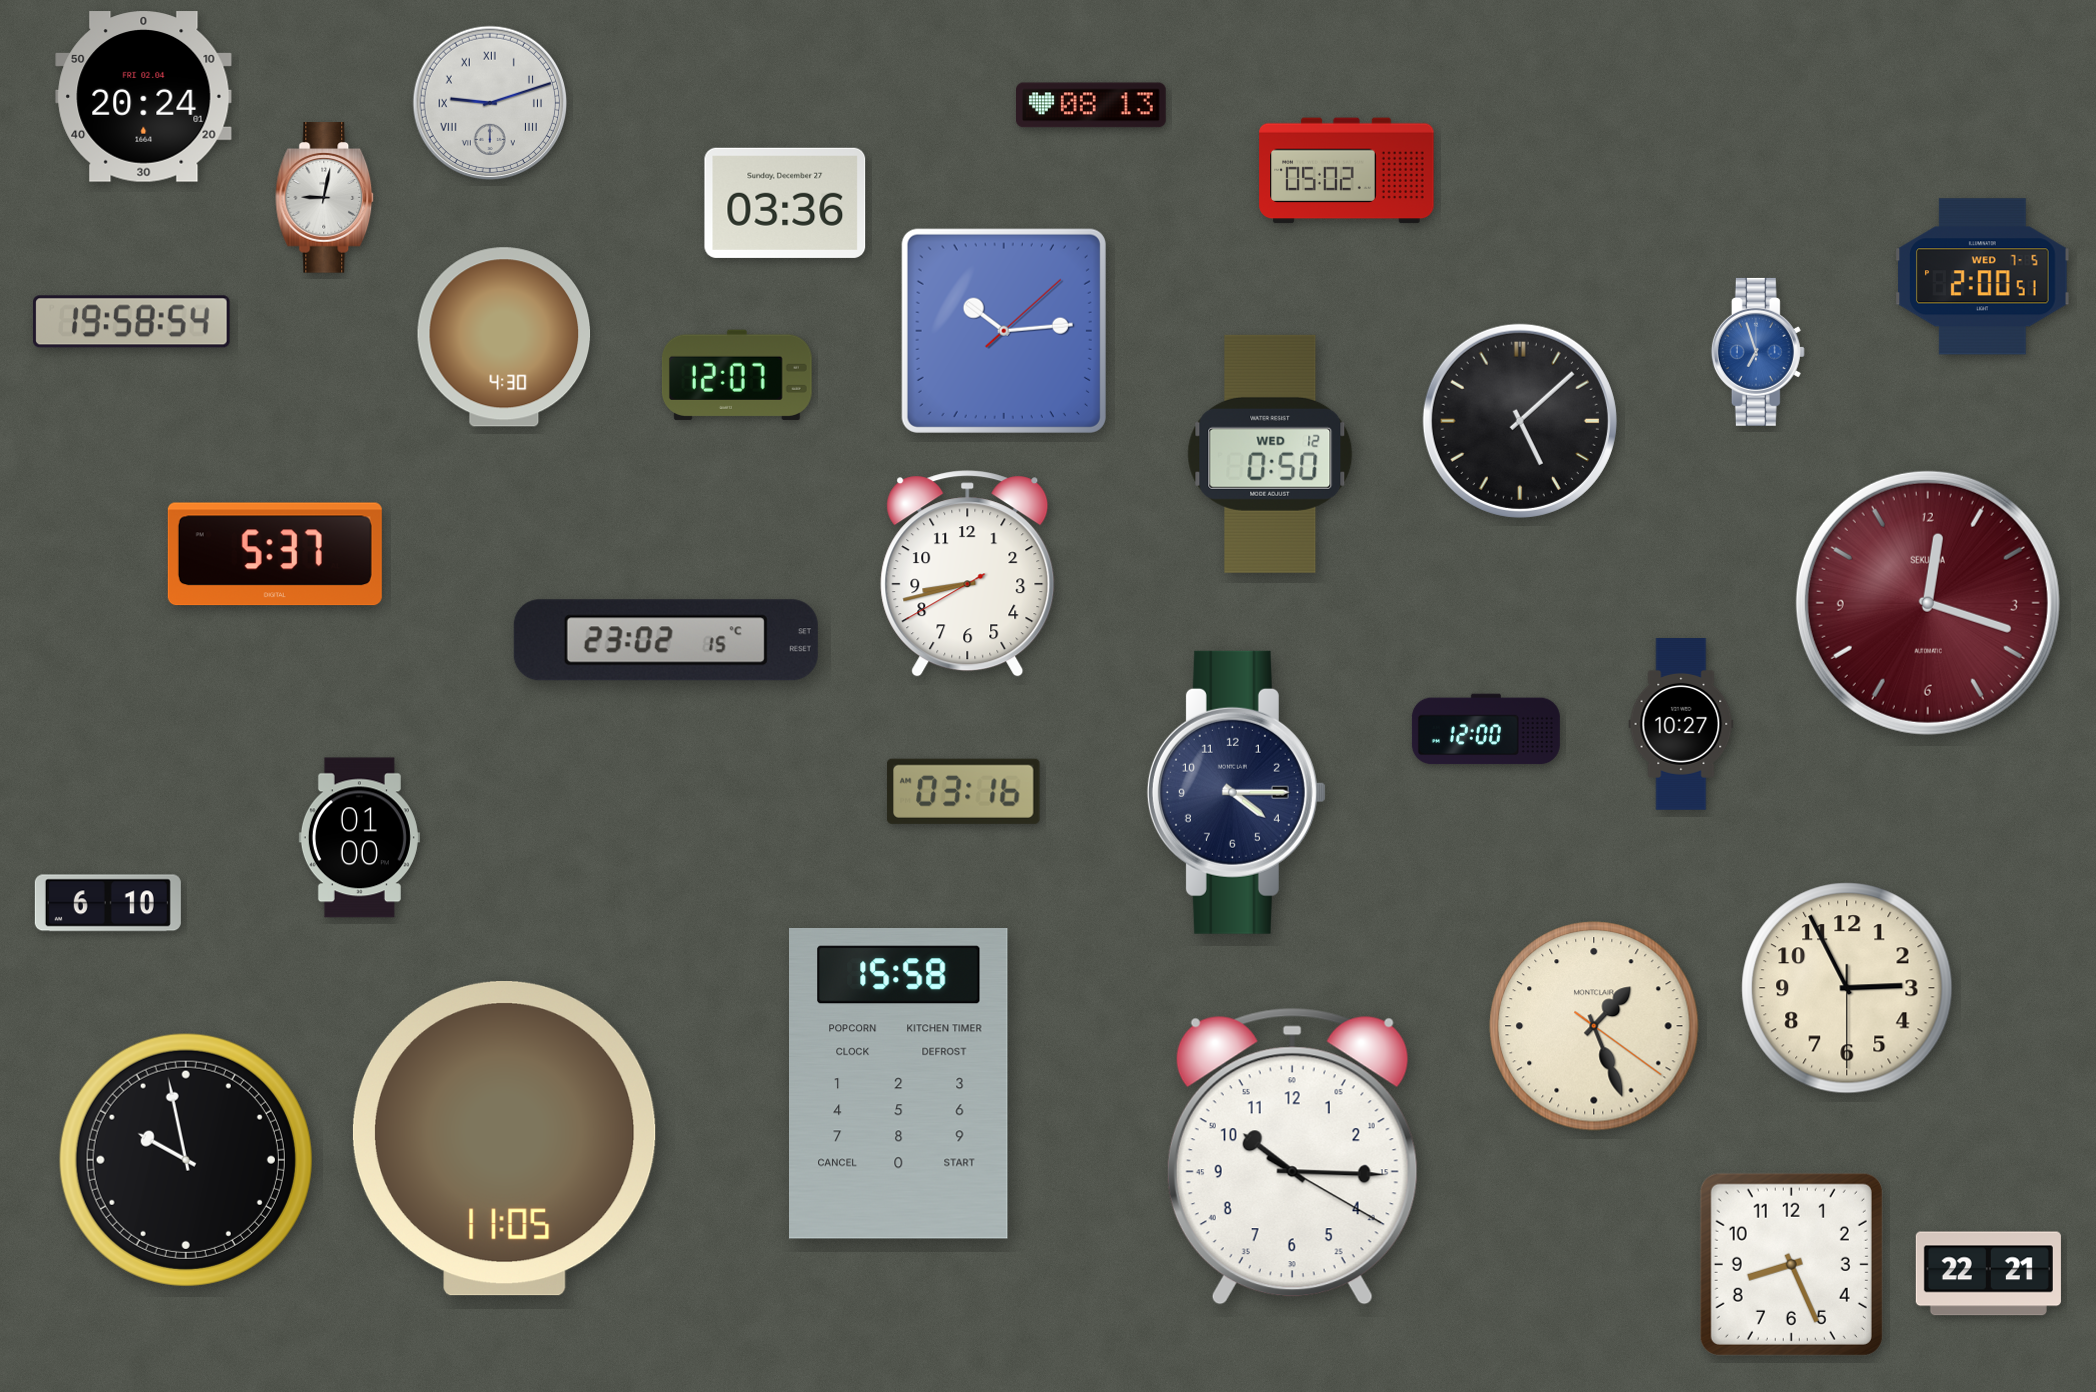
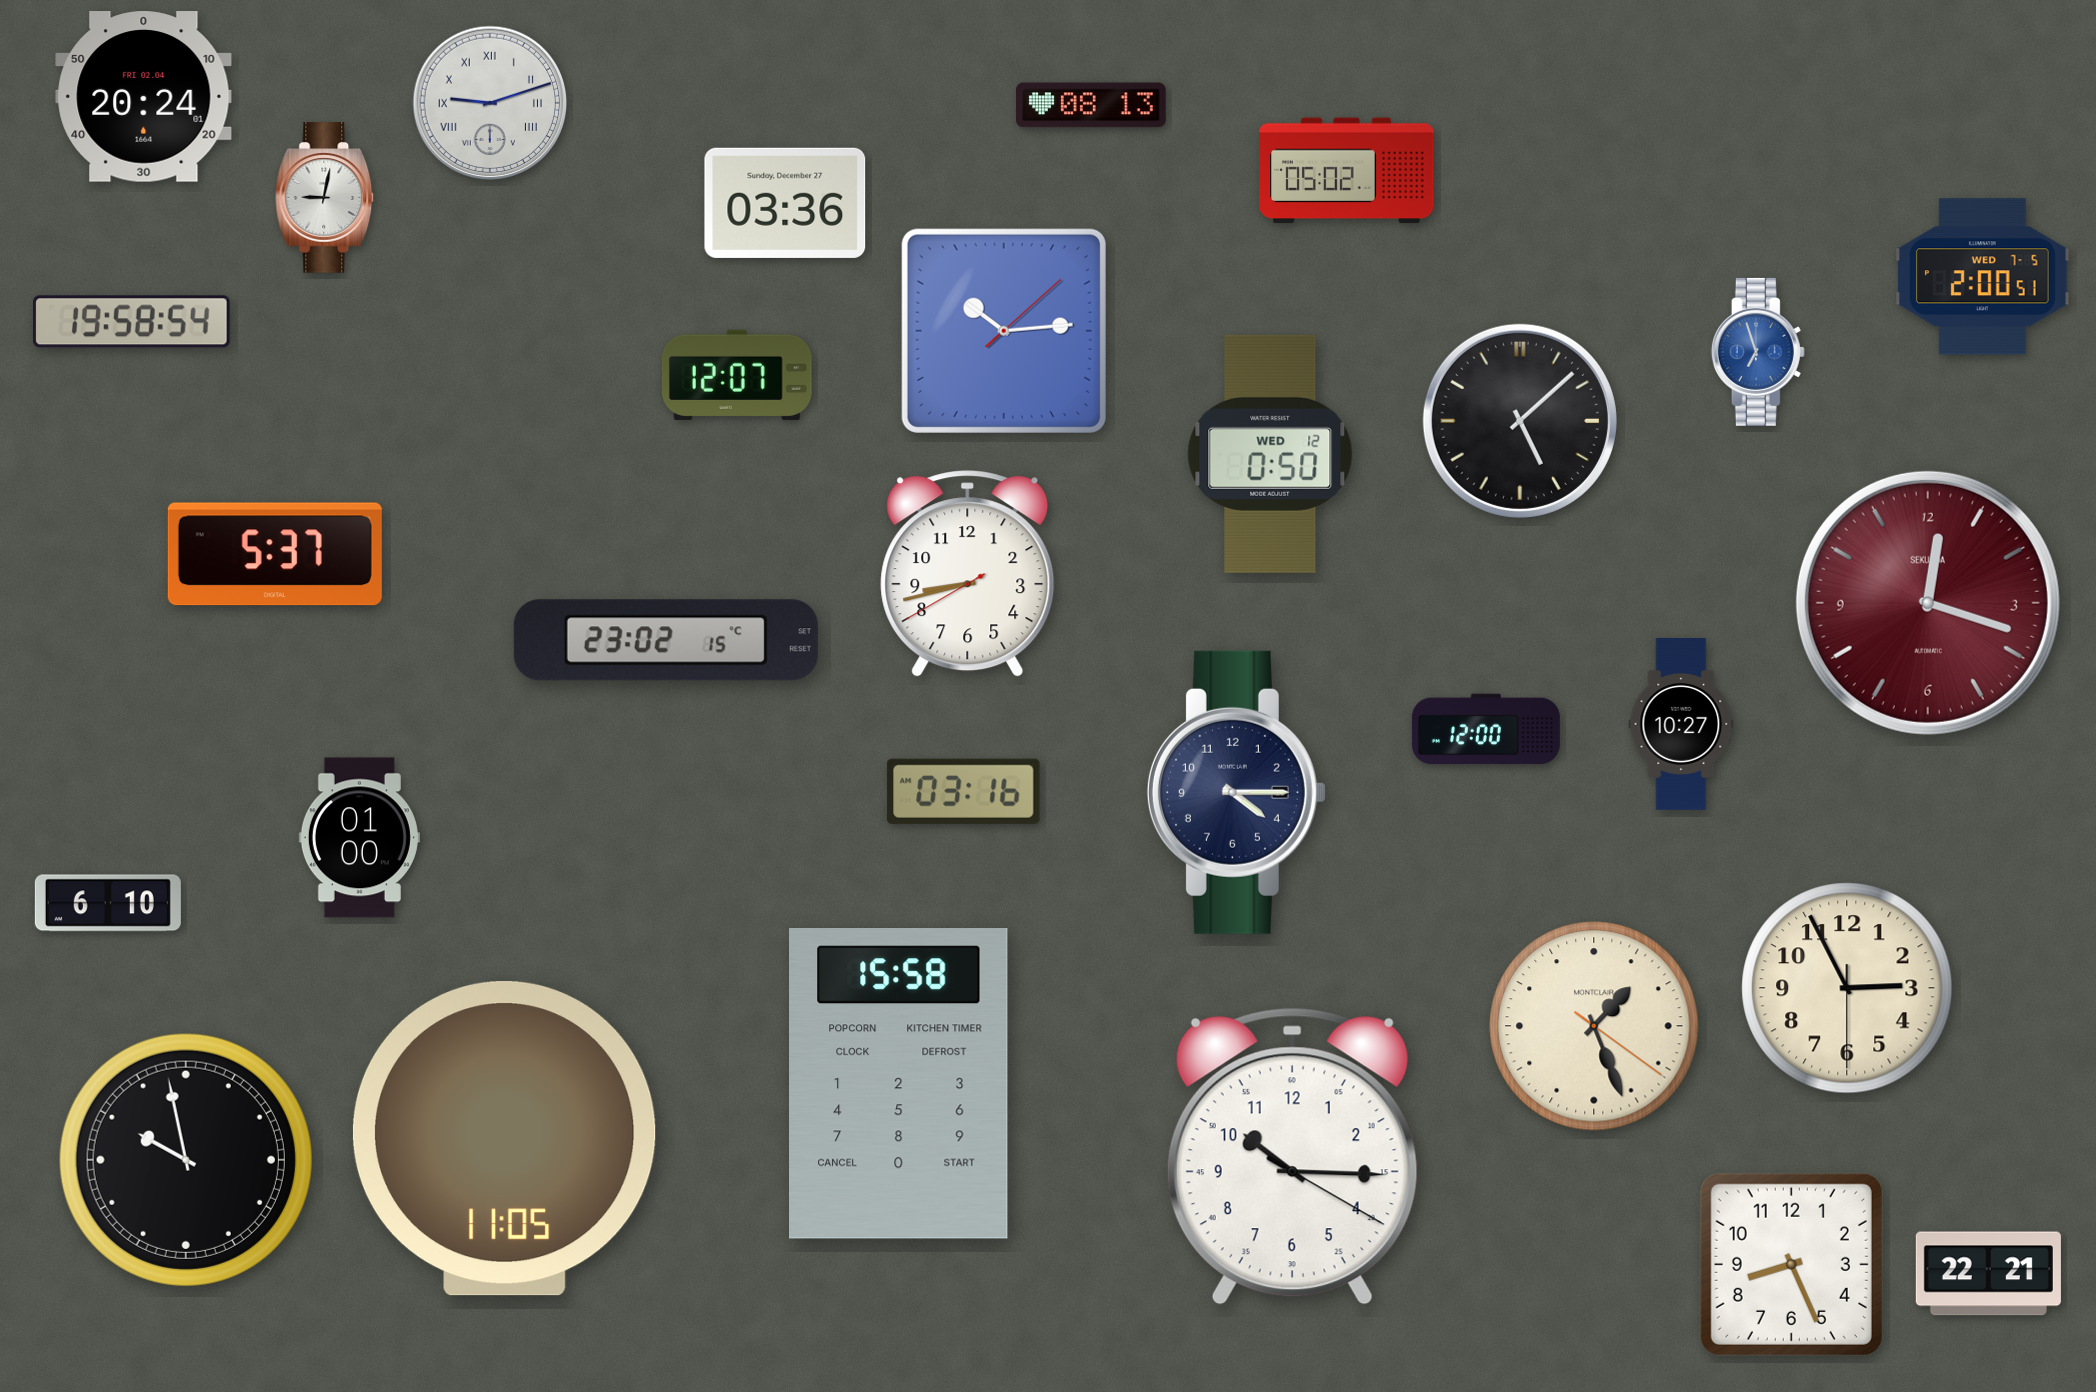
clock at (504, 337): 4:30 -> none
